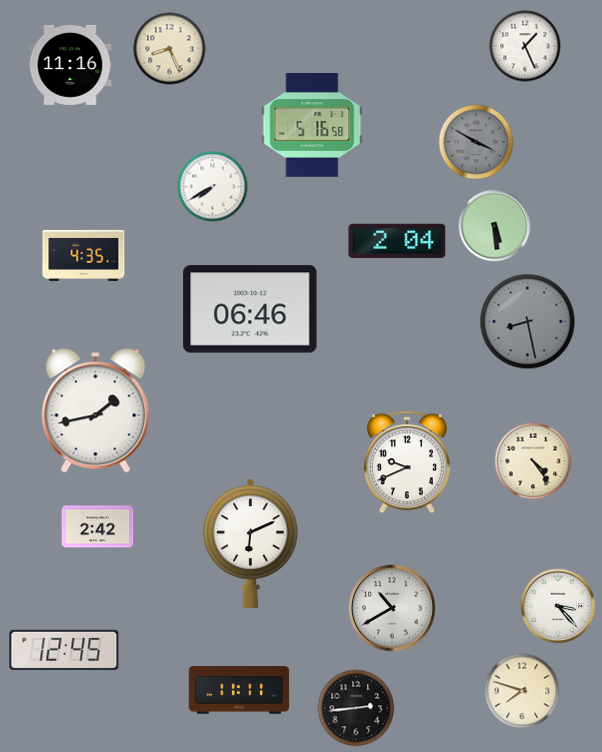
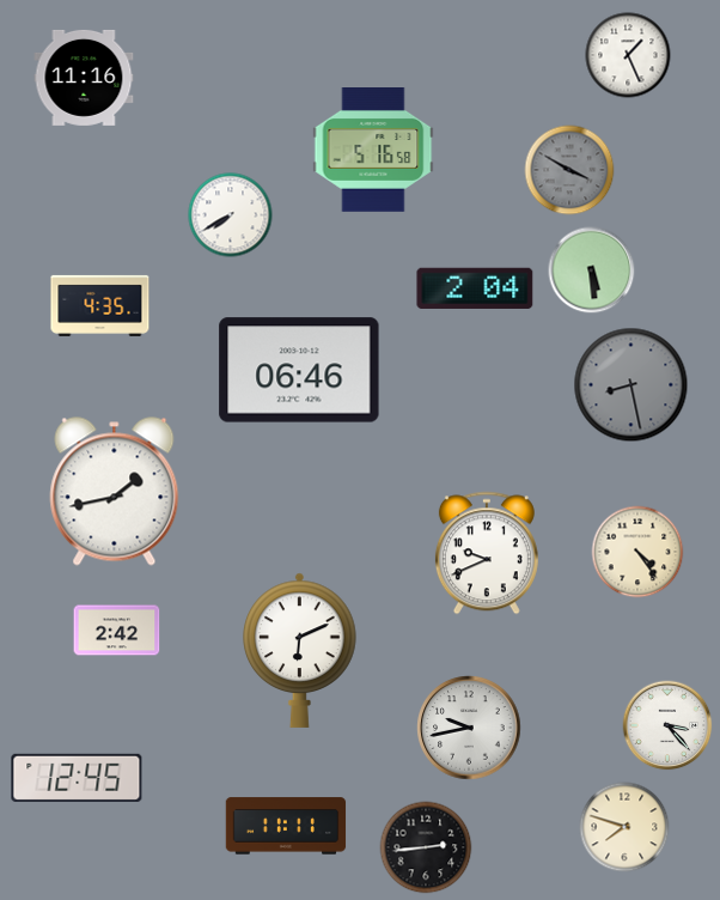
clock at (170, 49): 8:26 -> none
clock at (213, 187) position: (213, 187) -> (231, 215)
clock at (392, 608): 10:40 -> 9:43
